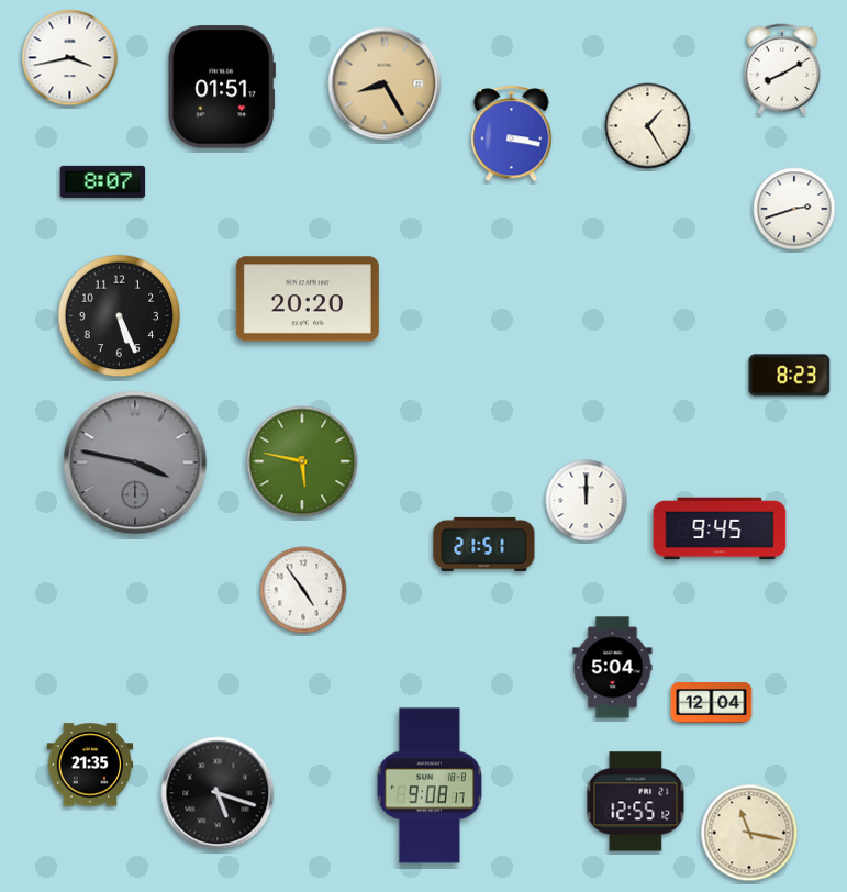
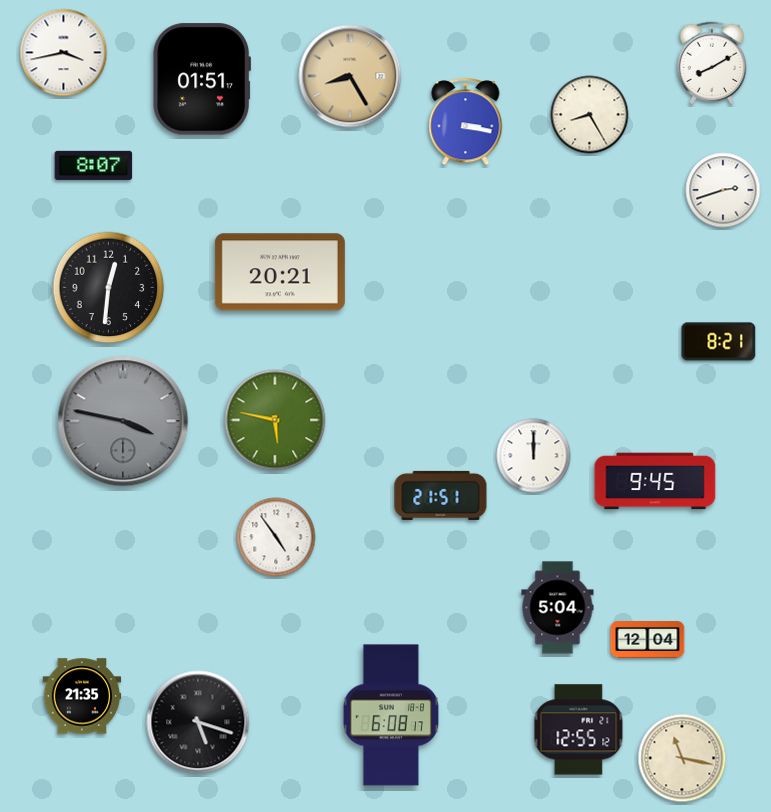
clock at (648, 126): 1:25 -> 8:25
clock at (308, 299): 20:20 -> 20:21
clock at (120, 316): 5:26 -> 12:31
clock at (790, 376): 8:23 -> 8:21
clock at (430, 785): 9:08 -> 6:08
